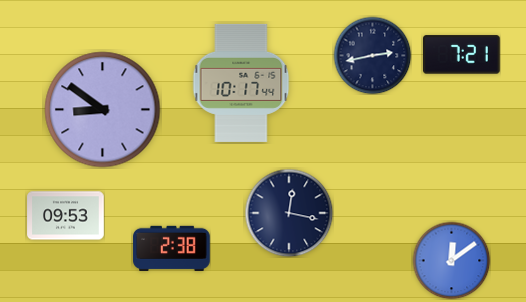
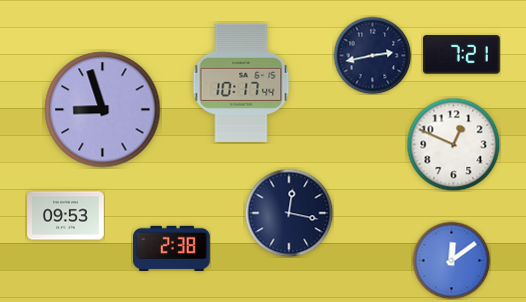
clock at (103, 110): 8:51 -> 8:57
clock at (453, 144): none -> 12:49
